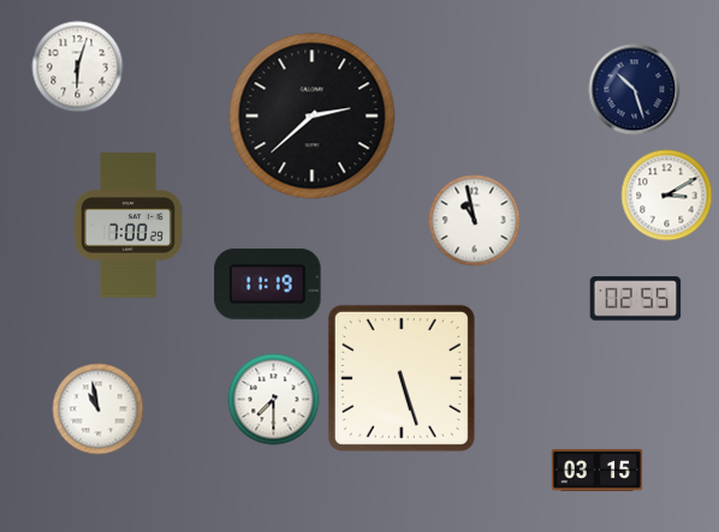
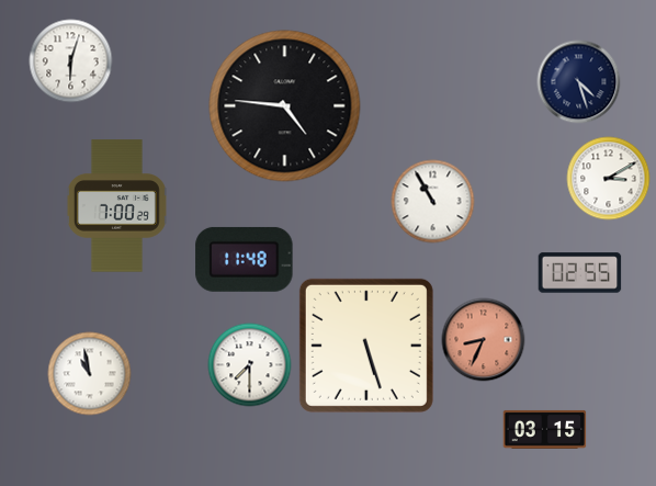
clock at (635, 90): 10:27 -> 4:27
clock at (313, 116): 2:38 -> 4:46
clock at (475, 221): 10:58 -> 10:55
clock at (268, 283): 11:19 -> 11:48
clock at (484, 340): none -> 8:34
